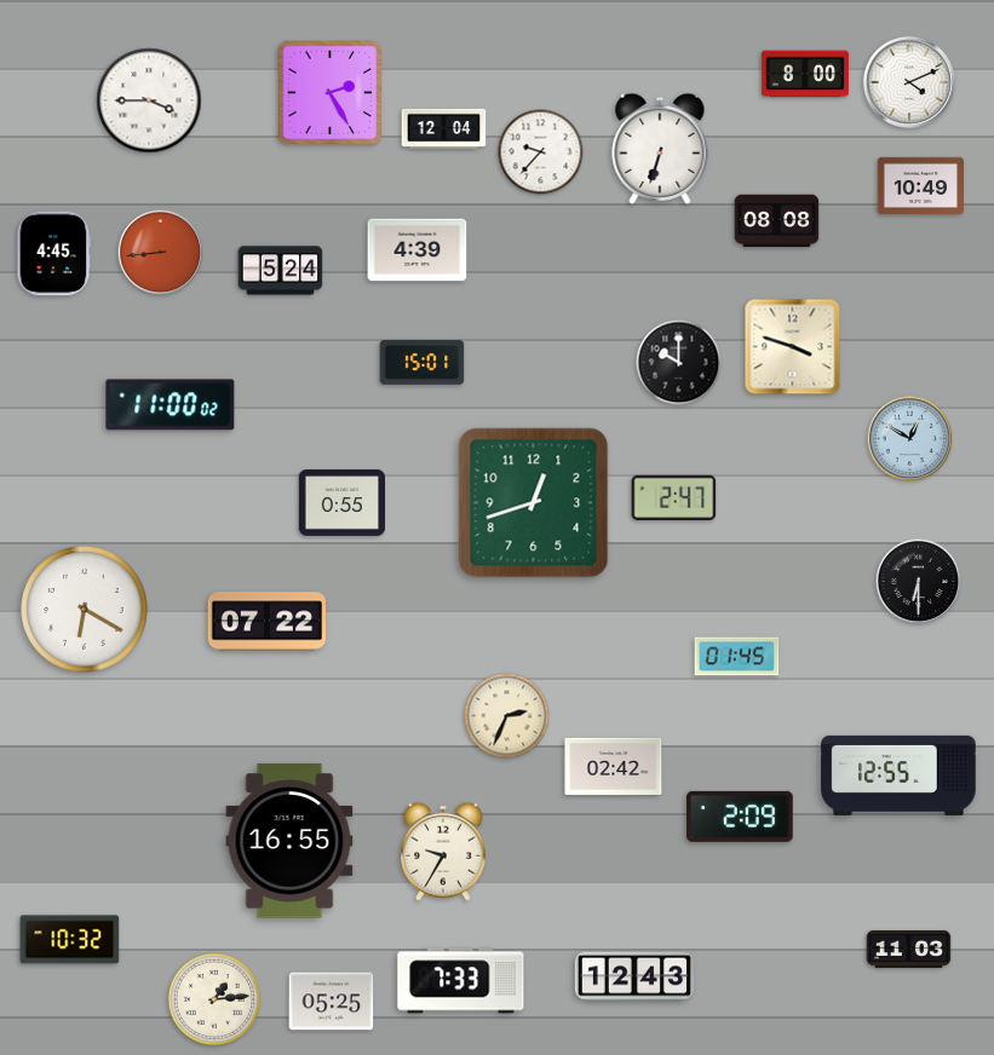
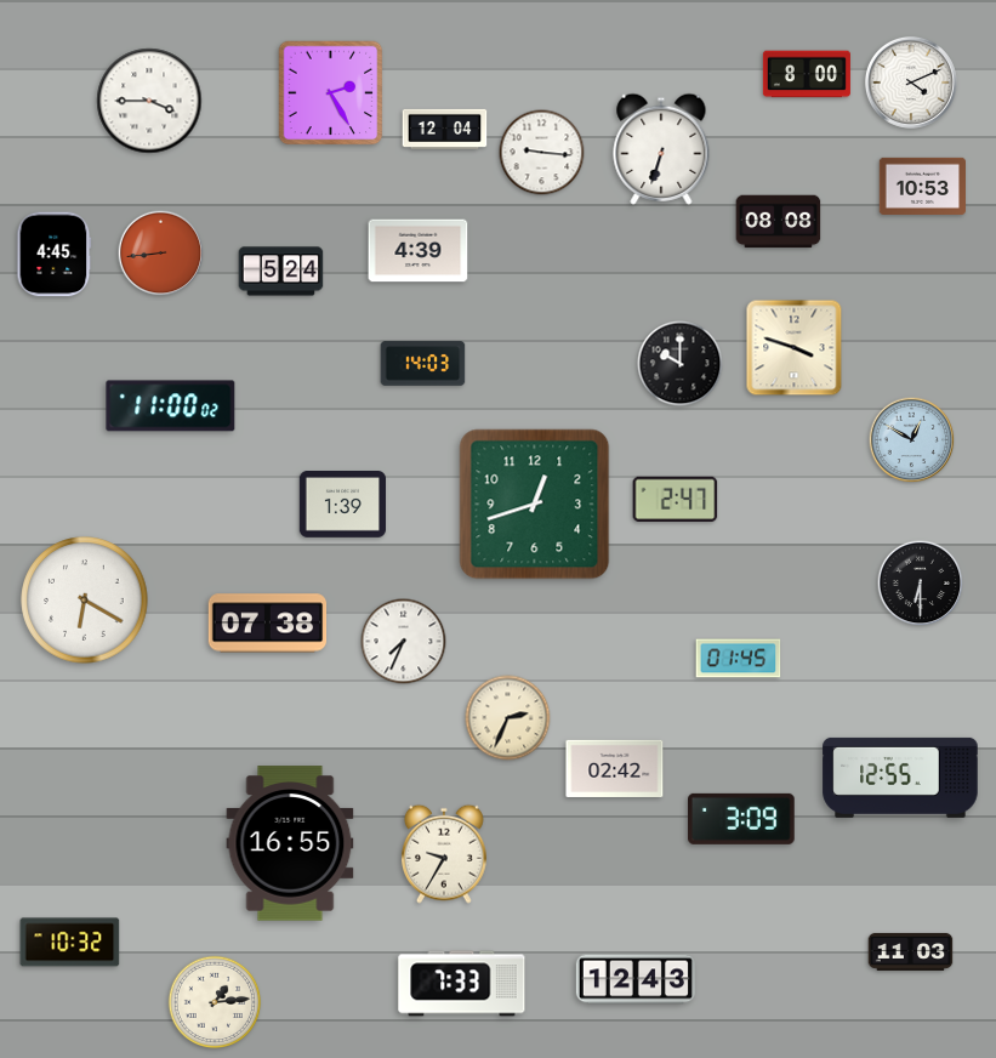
clock at (541, 152): 9:37 -> 9:16
clock at (921, 185): 10:49 -> 10:53
clock at (423, 363): 15:01 -> 14:03
clock at (341, 503): 0:55 -> 1:39
clock at (85, 610) position: (85, 610) -> (85, 601)
clock at (268, 622): 07:22 -> 07:38
clock at (404, 642): none -> 7:34
clock at (740, 817): 2:09 -> 3:09
clock at (332, 1002): 05:25 -> none
